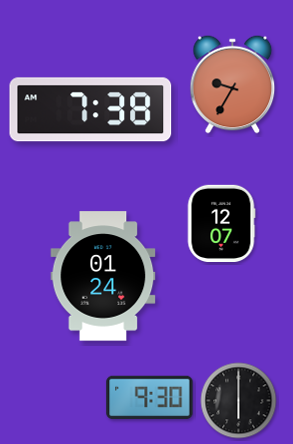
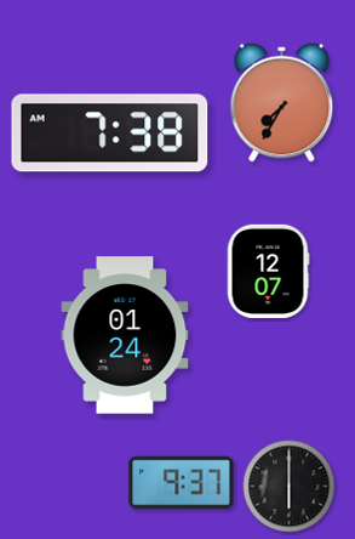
clock at (233, 85): 9:35 -> 7:35
clock at (150, 398): 9:30 -> 9:37
